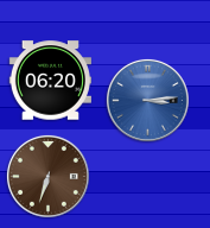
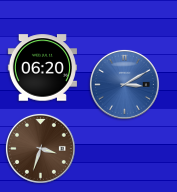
clock at (147, 100): 3:14 -> 3:10
clock at (47, 176): 6:33 -> 3:33
